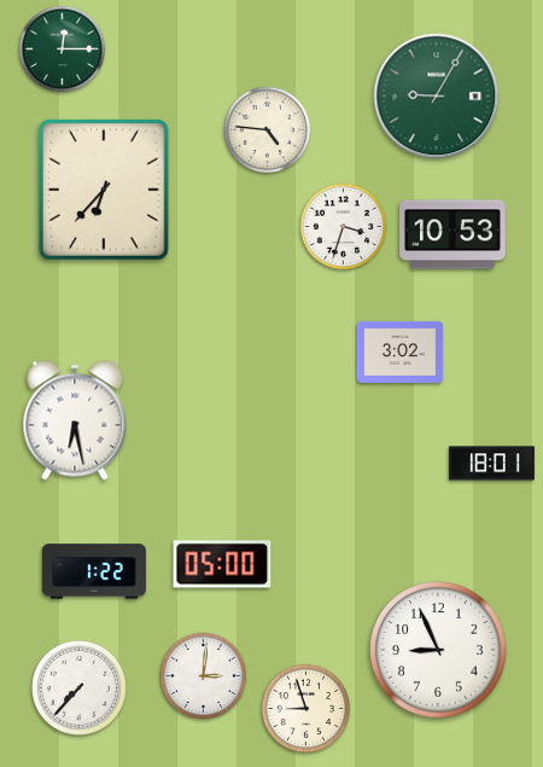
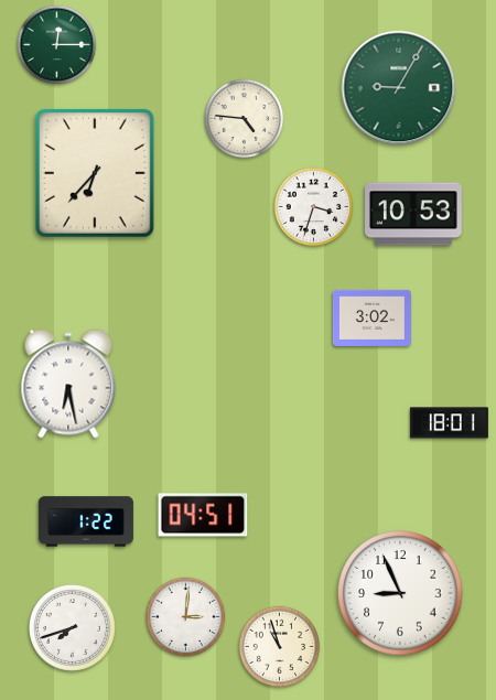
clock at (399, 351) position: (399, 351) -> (371, 317)
clock at (222, 564): 05:00 -> 04:51
clock at (78, 687): 7:37 -> 7:42
clock at (306, 709): 8:57 -> 10:57
